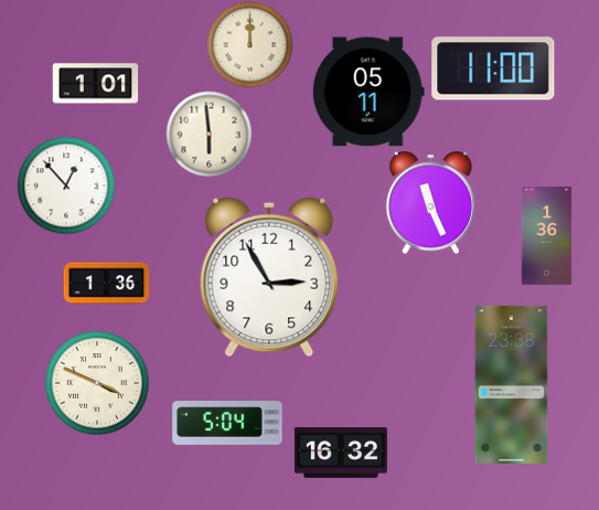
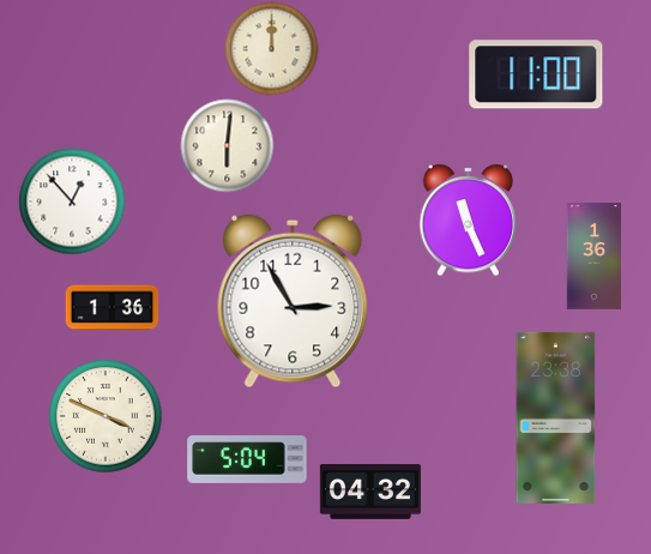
clock at (95, 84): 1:01 -> none
clock at (368, 92): 05:11 -> none
clock at (208, 134): 5:59 -> 6:01
clock at (106, 284) position: (106, 284) -> (111, 308)
clock at (341, 453): 16:32 -> 04:32
